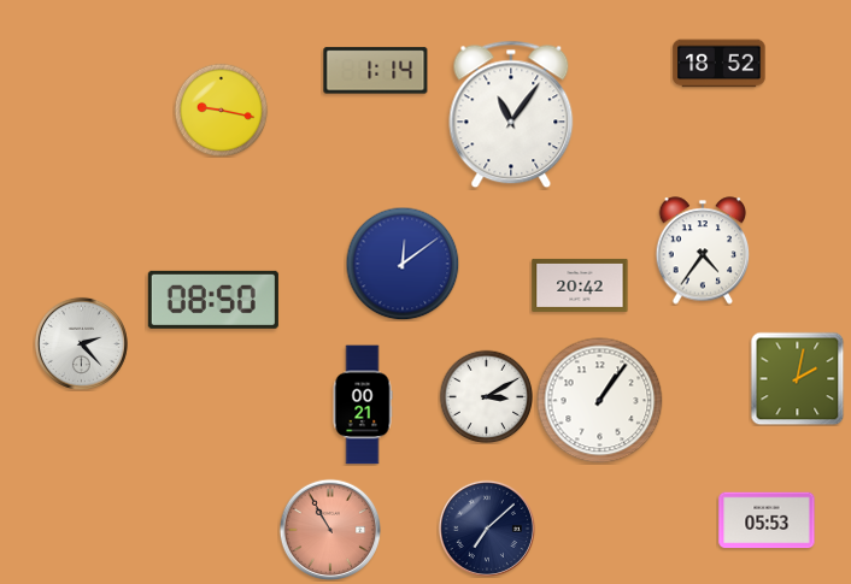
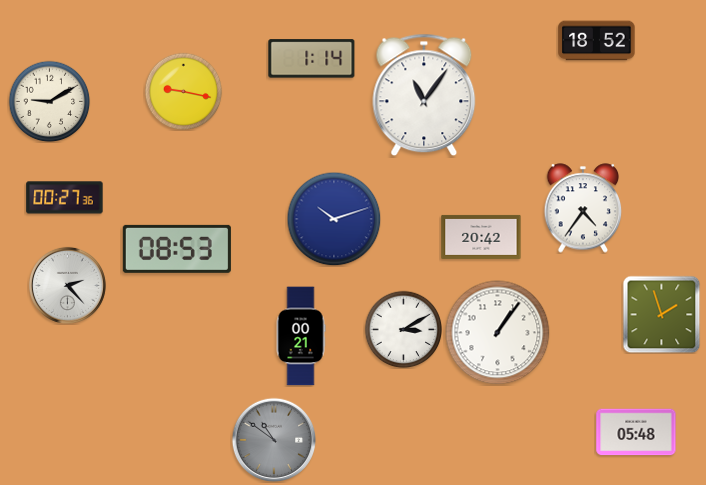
clock at (720, 64) position: (720, 64) -> (597, 41)
clock at (49, 101): none -> 9:10
clock at (65, 198): none -> 00:27
clock at (403, 264): 12:09 -> 10:12
clock at (213, 300): 08:50 -> 08:53
clock at (797, 378): 2:02 -> 1:57
clock at (767, 520): 05:53 -> 05:48
clock at (487, 529): 7:08 -> none
clock at (330, 530): 10:55 -> 10:51
clock at (330, 530) dial: salmon -> grey
